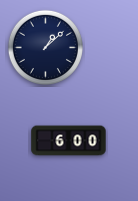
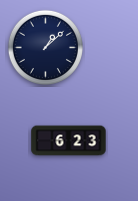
clock at (69, 141): 6:00 -> 6:23
